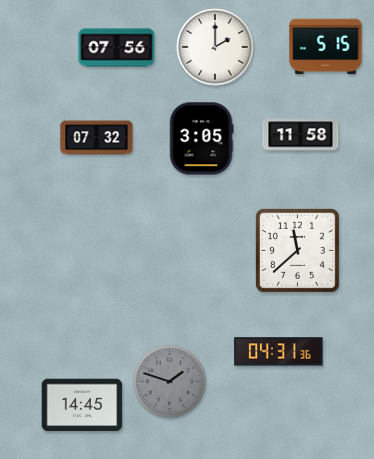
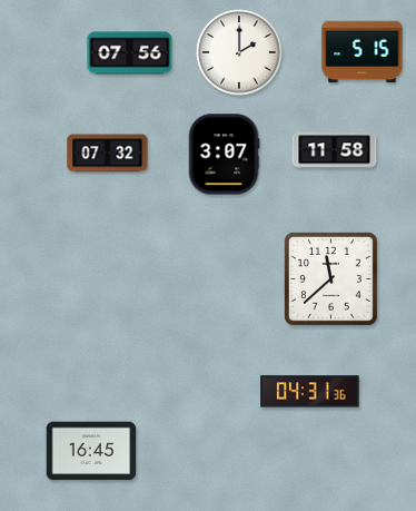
clock at (201, 139): 3:05 -> 3:07
clock at (170, 382): 1:48 -> none
clock at (82, 405): 14:45 -> 16:45
